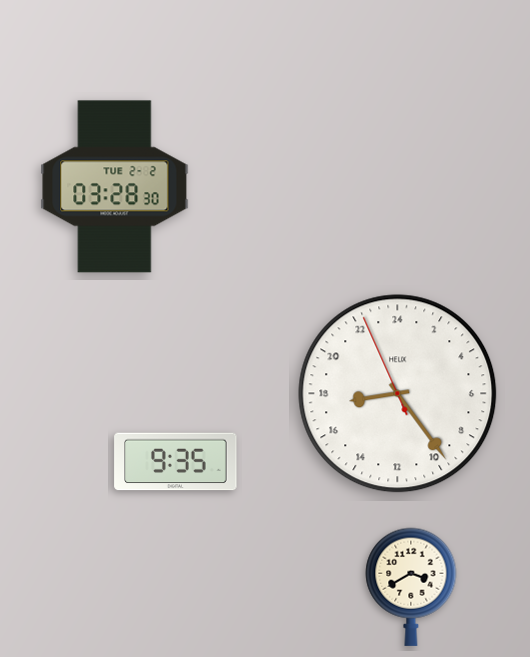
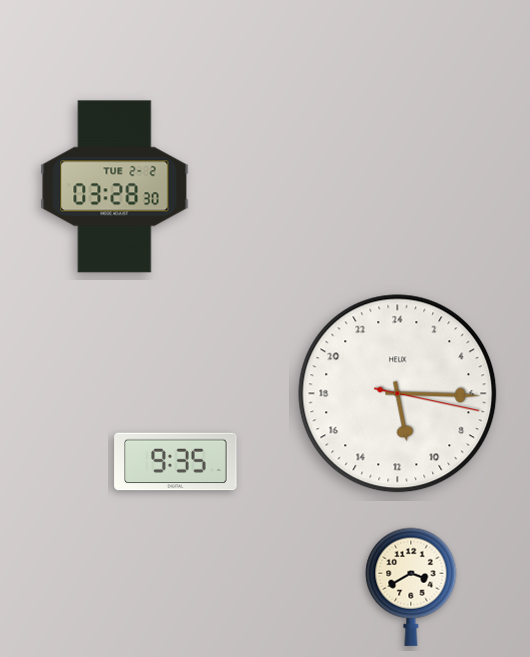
clock at (398, 394): 17:23 -> 11:15
